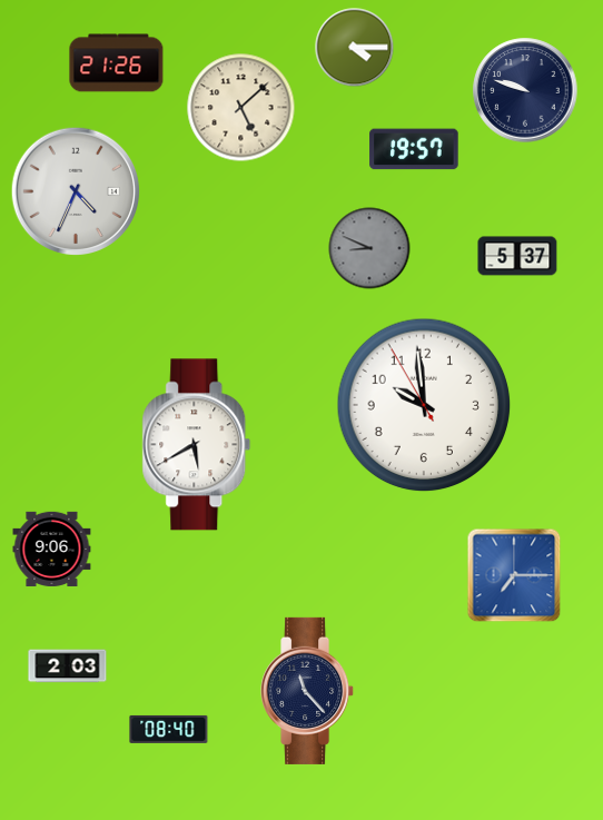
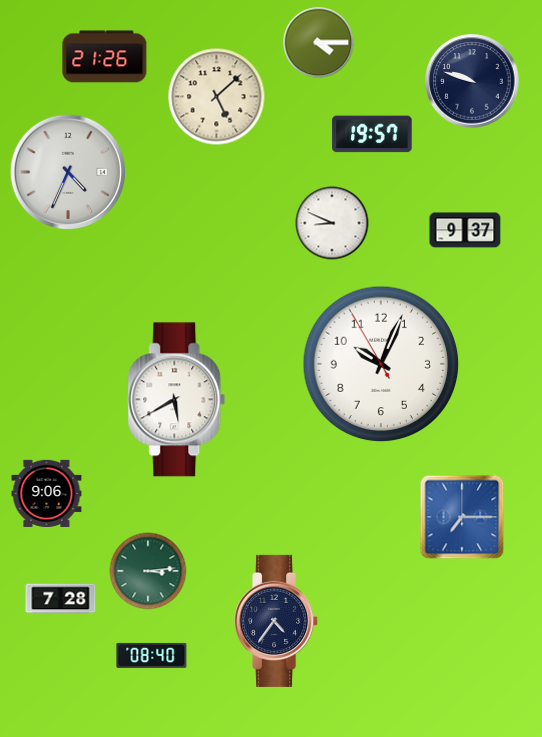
clock at (369, 248) dial: grey -> white
clock at (517, 256): 5:37 -> 9:37
clock at (424, 405): 9:58 -> 10:03
clock at (148, 571): none -> 3:14
clock at (68, 666): 2:03 -> 7:28
clock at (308, 691): 11:23 -> 4:36
